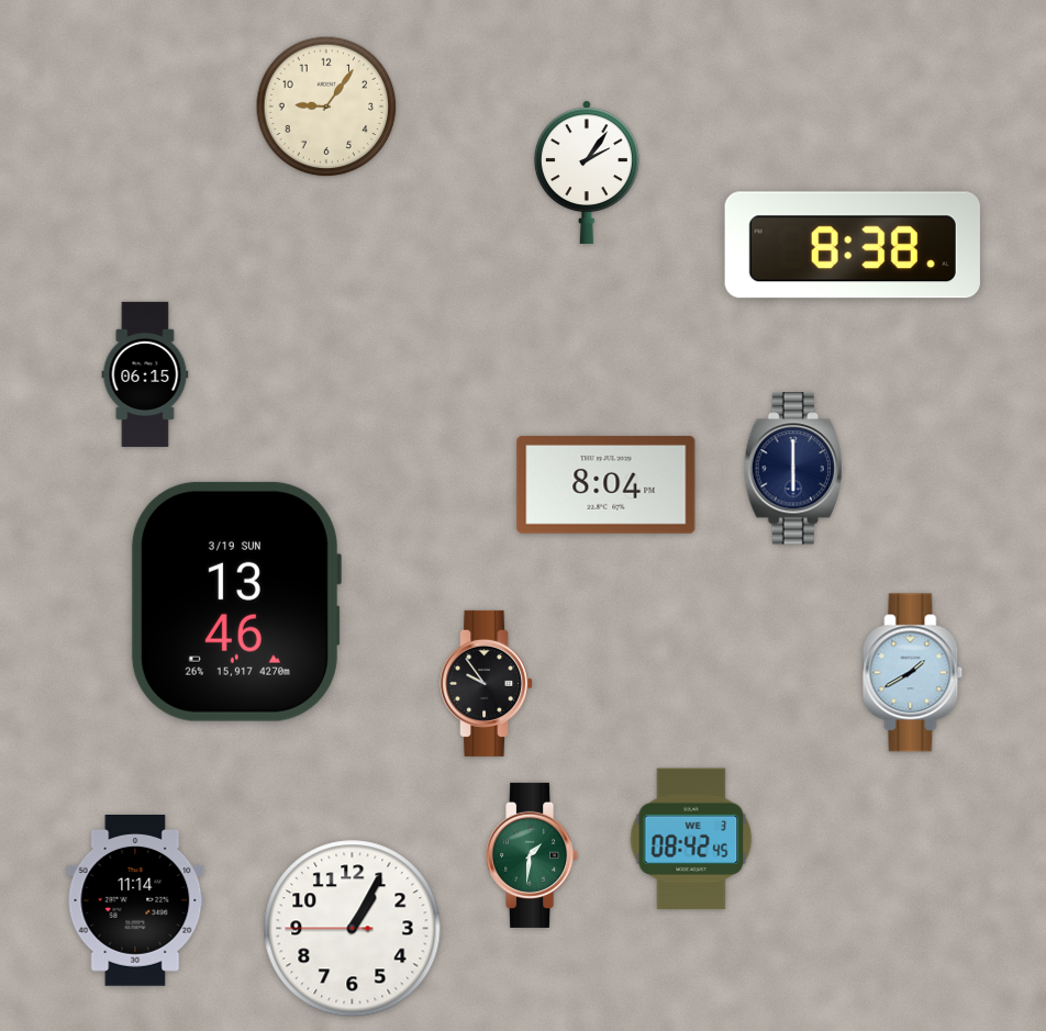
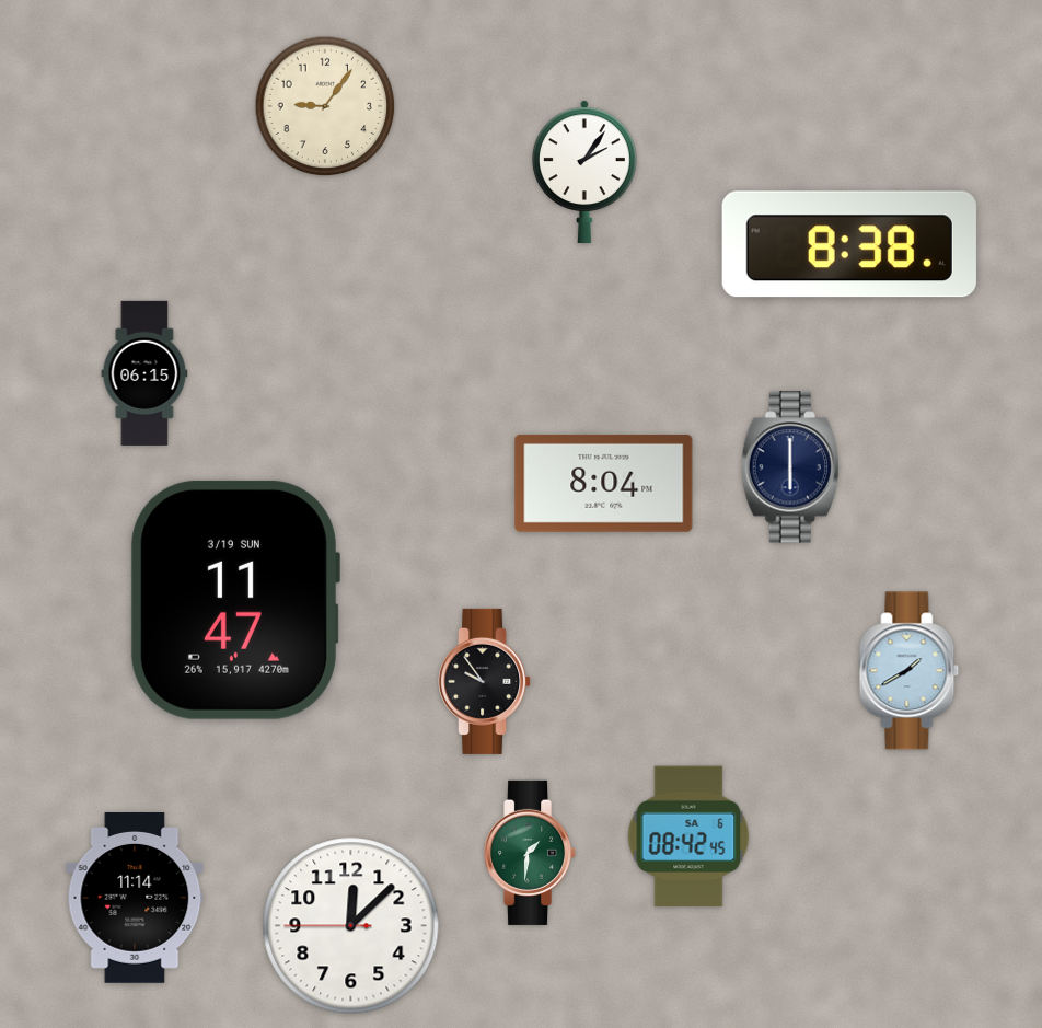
clock at (235, 602): 13:46 -> 11:47
clock at (691, 839) date: WE 3 -> SA 6
clock at (353, 929): 1:04 -> 12:07
